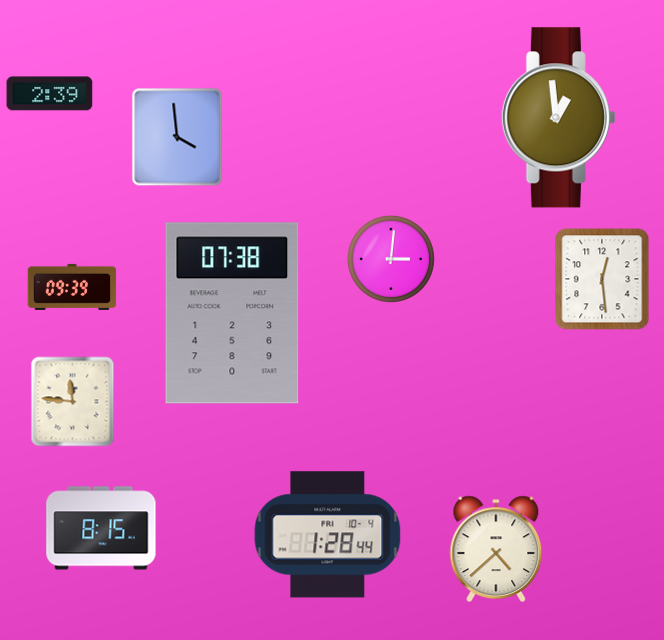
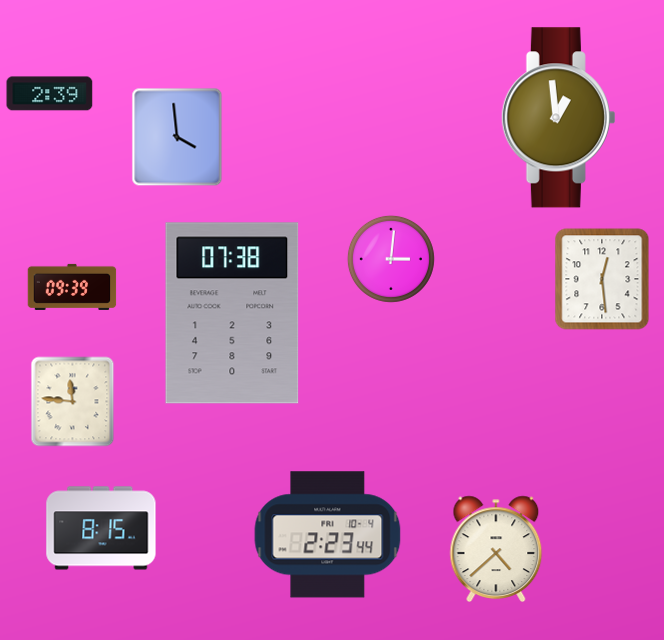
clock at (328, 535): 1:28 -> 2:23
